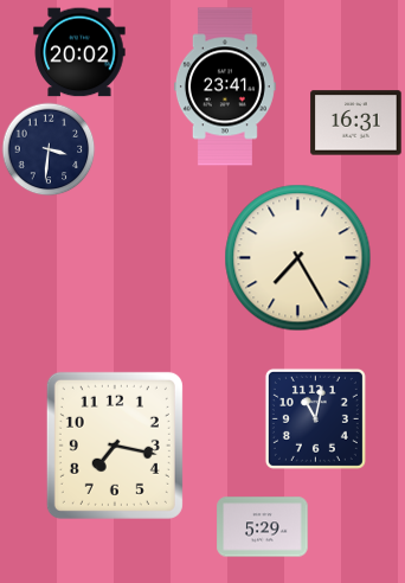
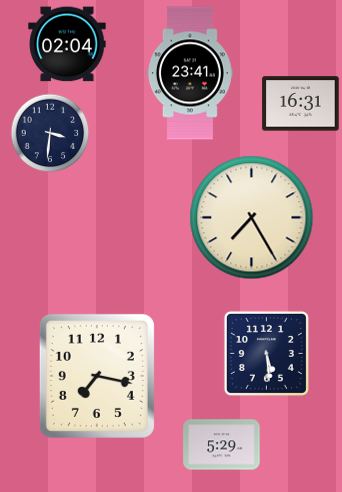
clock at (79, 52): 20:02 -> 02:04
clock at (49, 149) position: (49, 149) -> (50, 133)
clock at (315, 418): 11:02 -> 5:29
